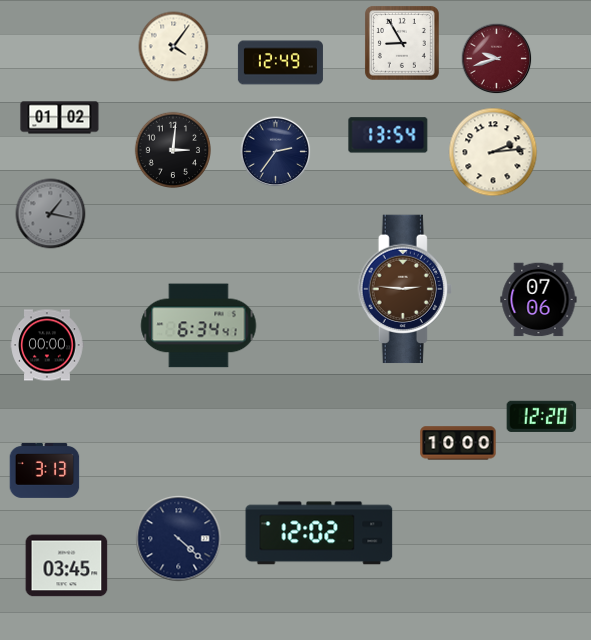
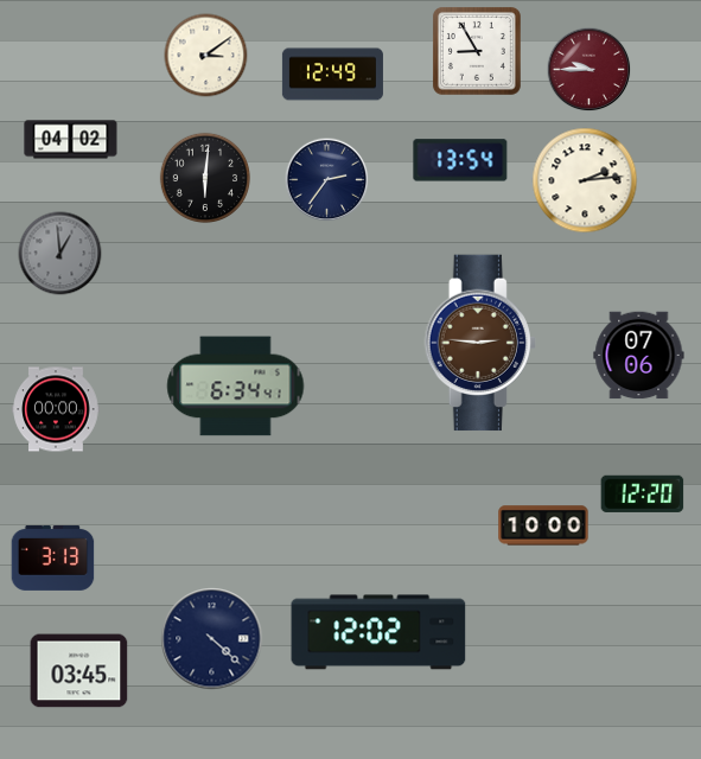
clock at (174, 47): 4:06 -> 3:09
clock at (497, 59): 9:42 -> 9:45
clock at (60, 118): 01:02 -> 04:02
clock at (172, 149): 3:01 -> 6:01
clock at (51, 214): 1:17 -> 12:59
